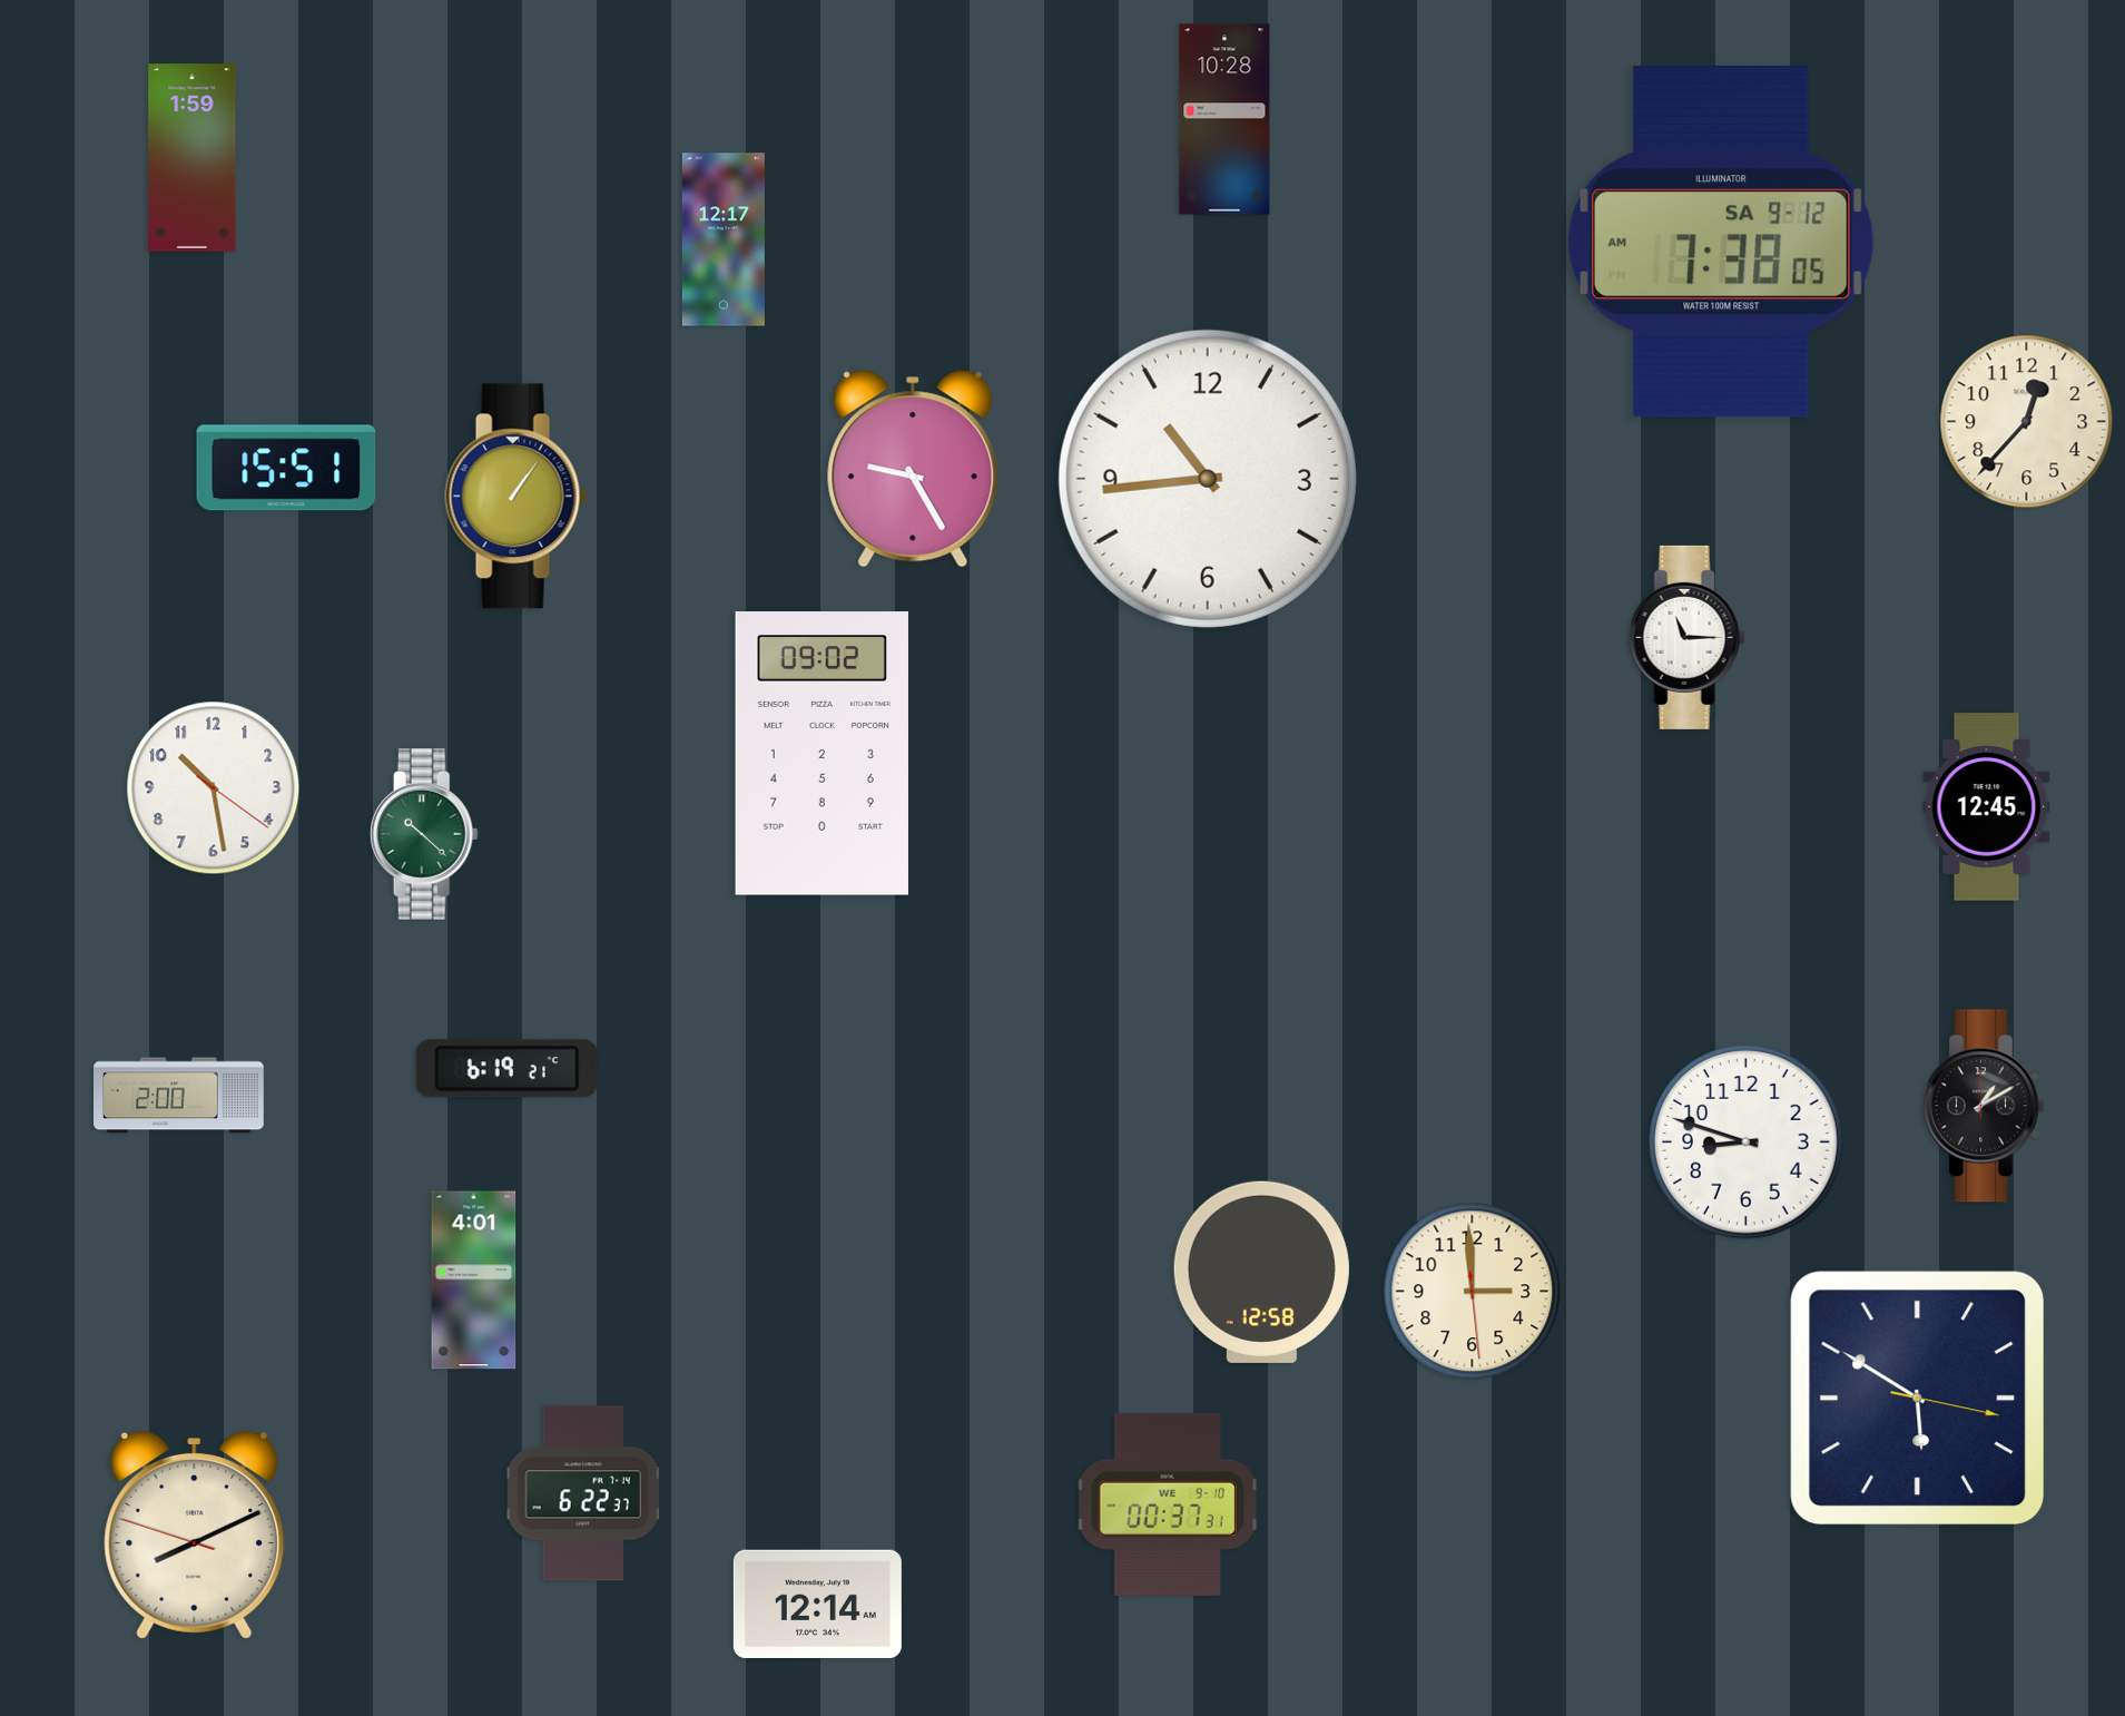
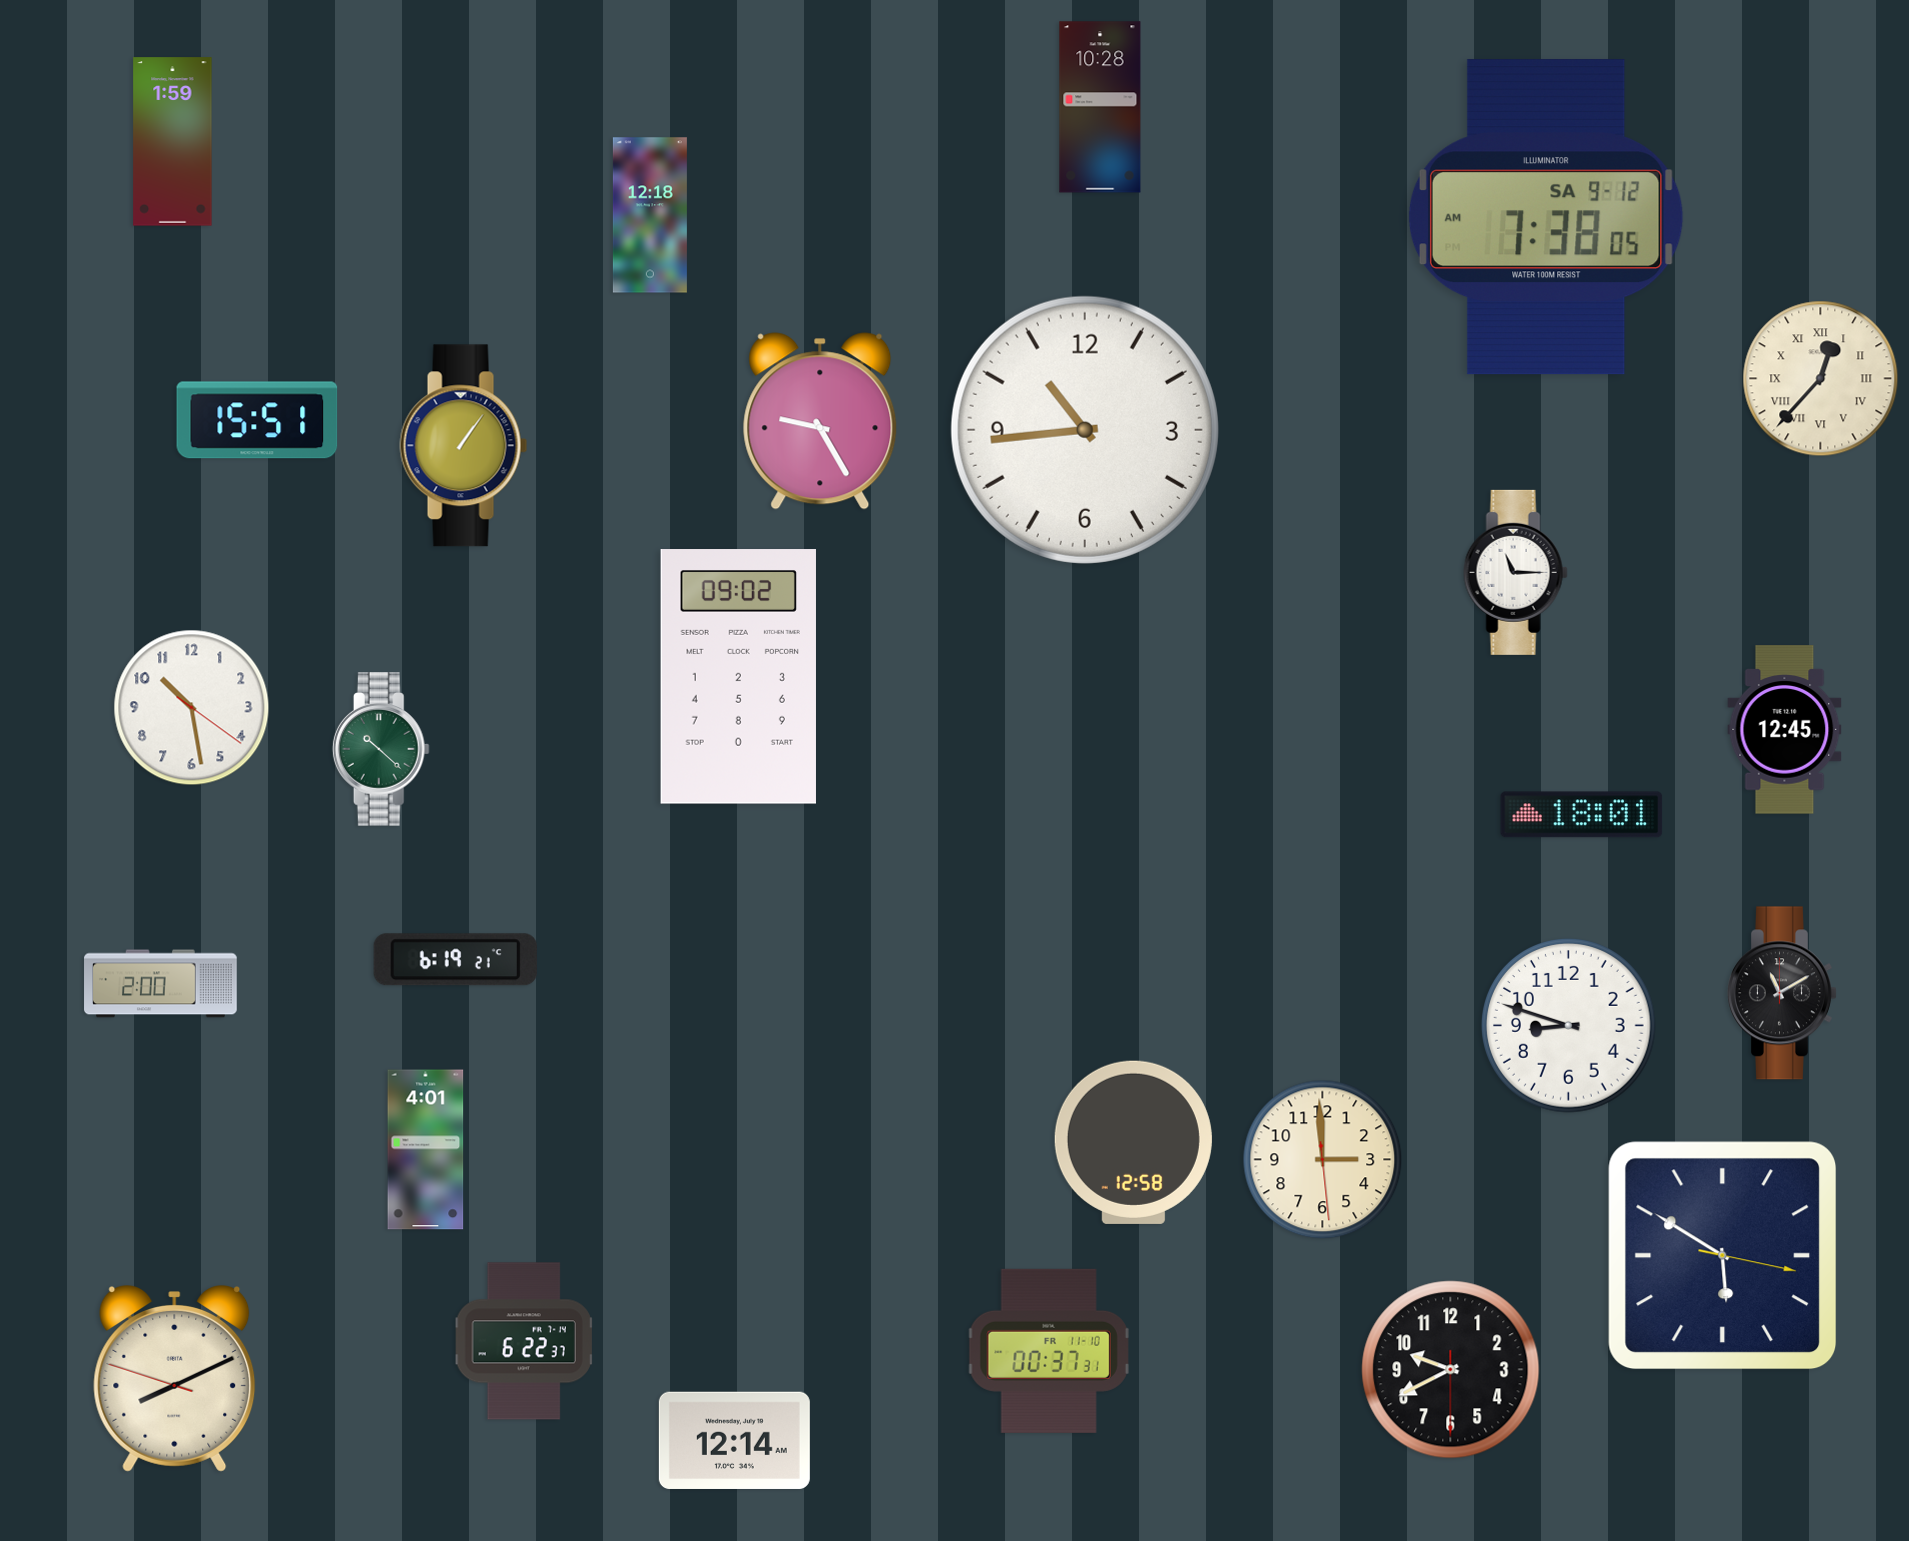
clock at (724, 239): 12:17 -> 12:18
clock at (2027, 422) numerals: Arabic -> Roman
clock at (1987, 807) position: (1987, 807) -> (1785, 730)
clock at (1582, 815): none -> 18:01
clock at (1985, 1106): 1:10 -> 11:10
clock at (1168, 1504) date: WE 9-10 -> FR 11-10
clock at (1451, 1370): none -> 9:40
